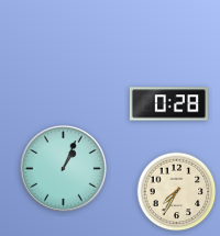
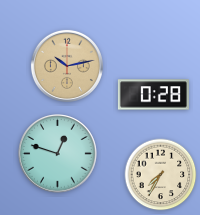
clock at (67, 66): none -> 10:13
clock at (64, 169): 1:04 -> 12:48
